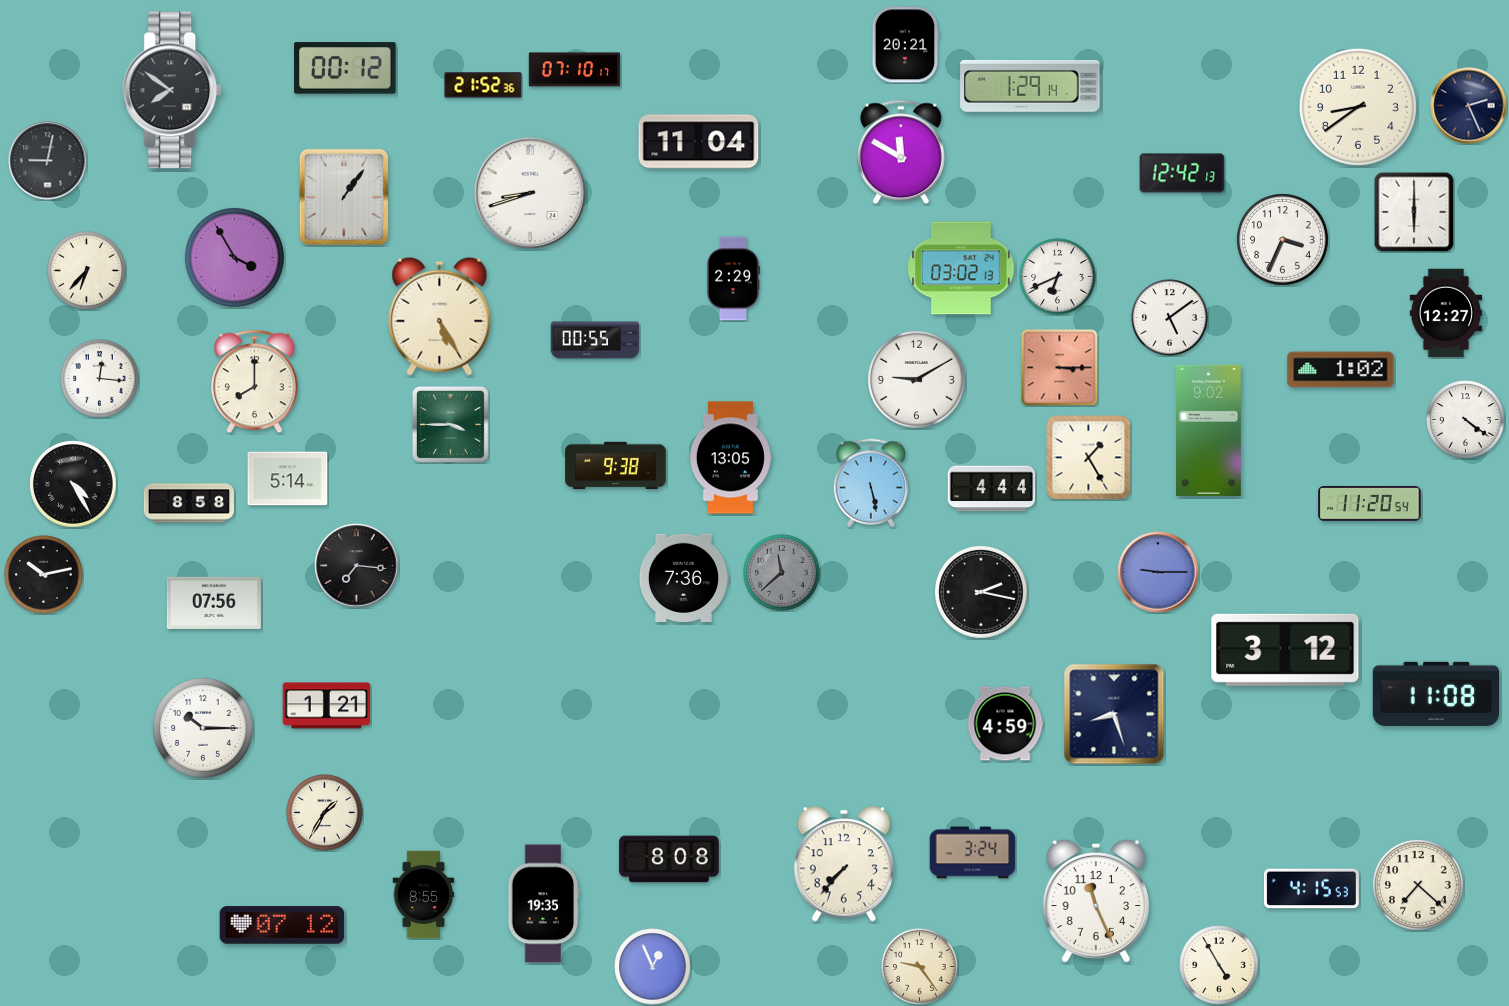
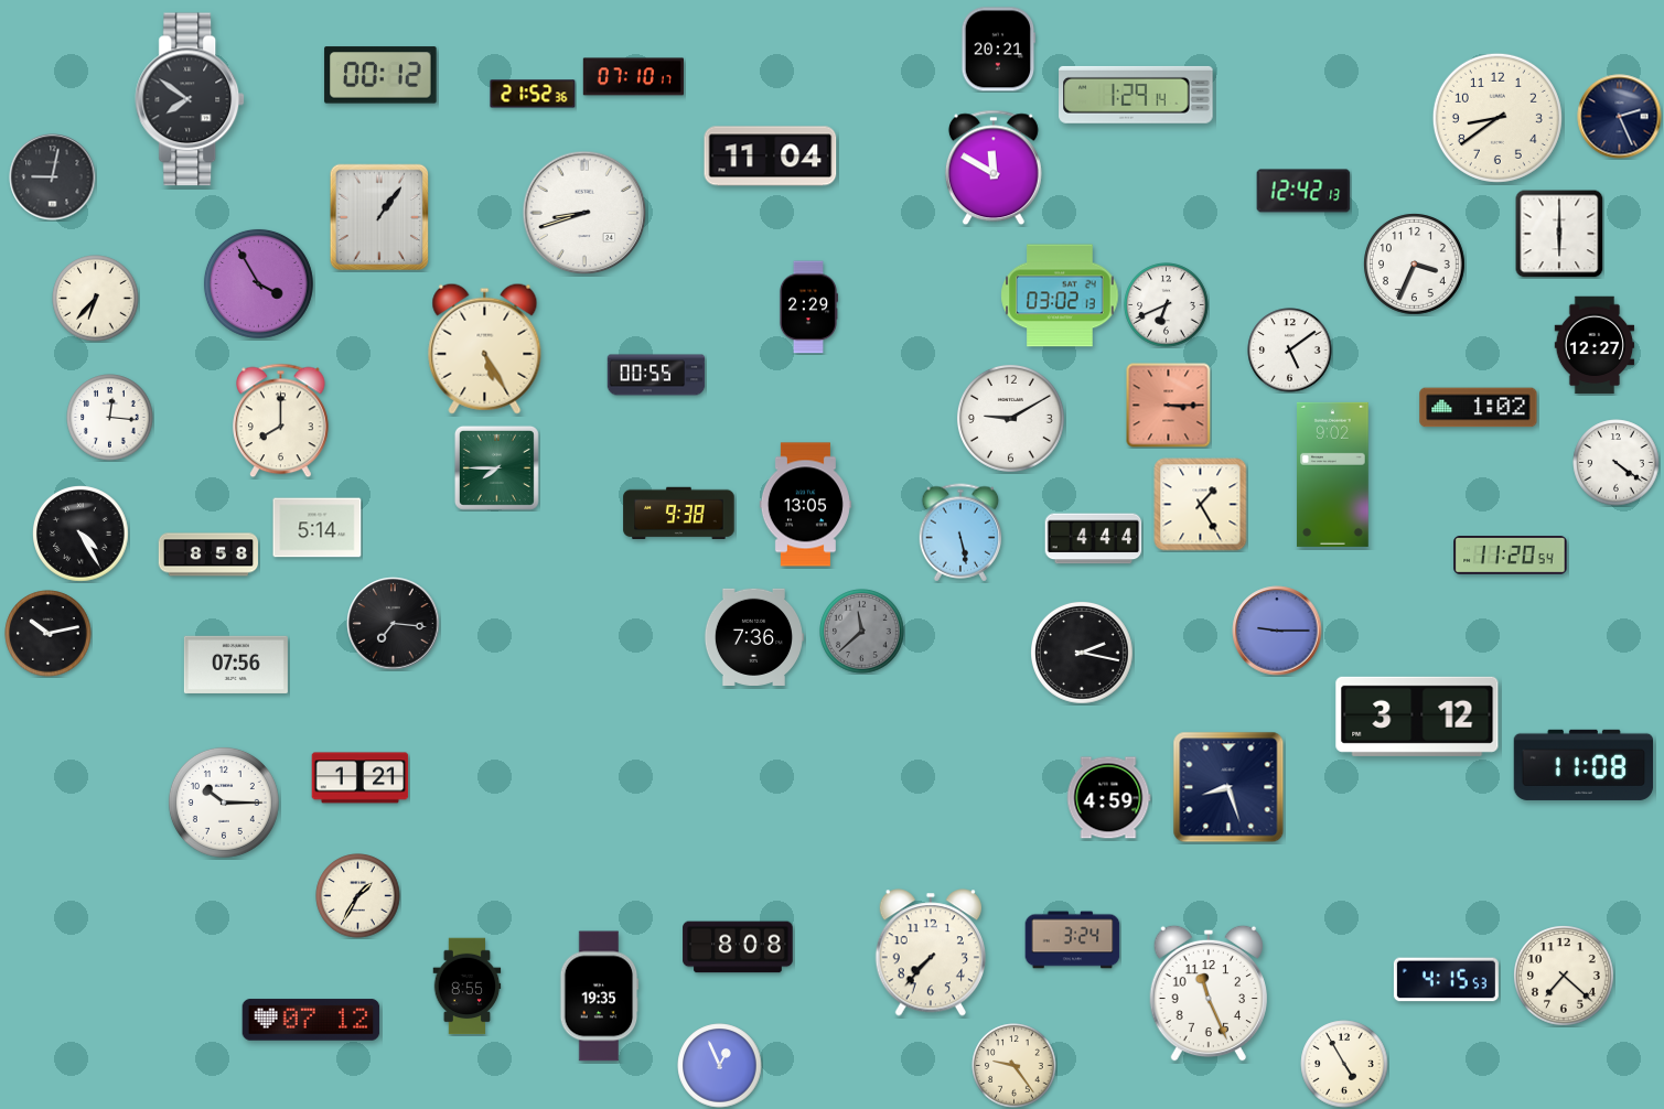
clock at (450, 424): 3:45 -> 7:45
